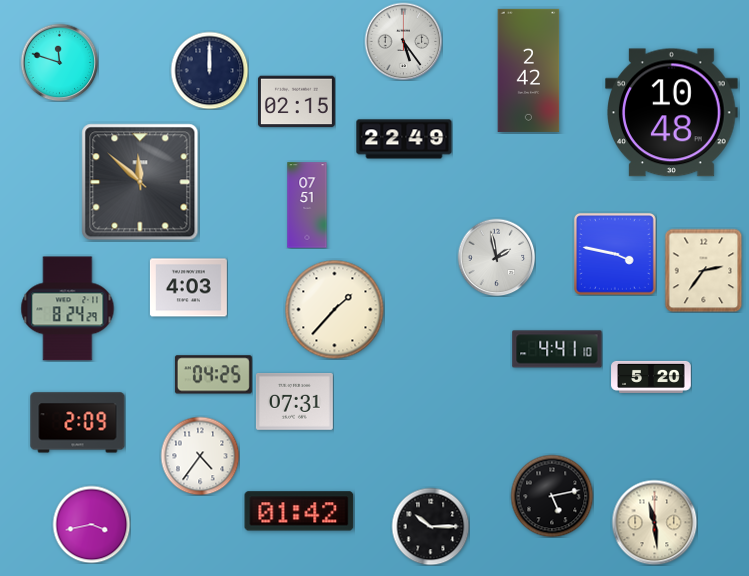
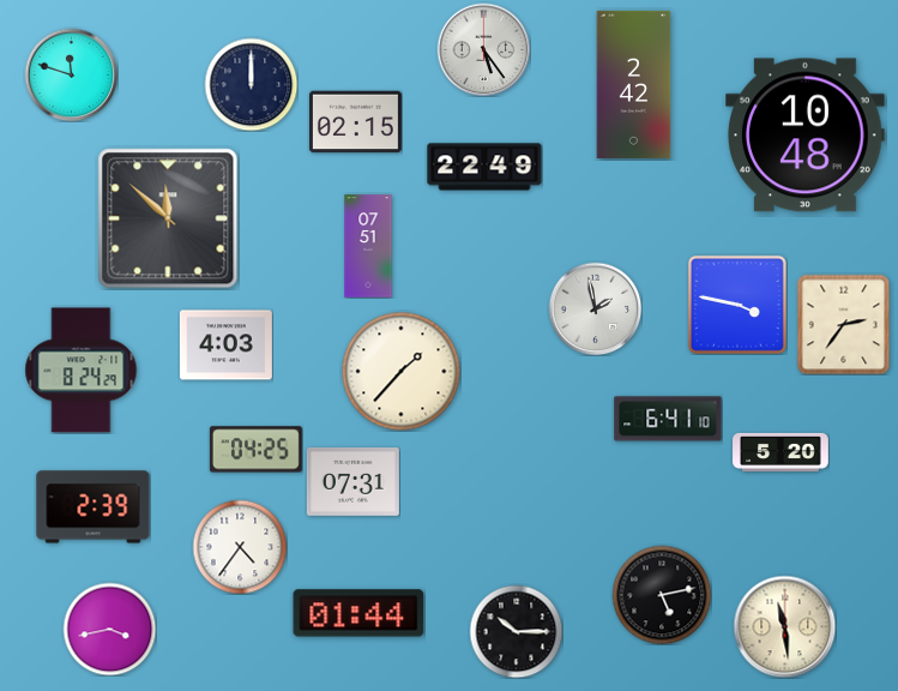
clock at (557, 349): 4:41 -> 6:41
clock at (78, 423): 2:09 -> 2:39
clock at (299, 511): 01:42 -> 01:44
